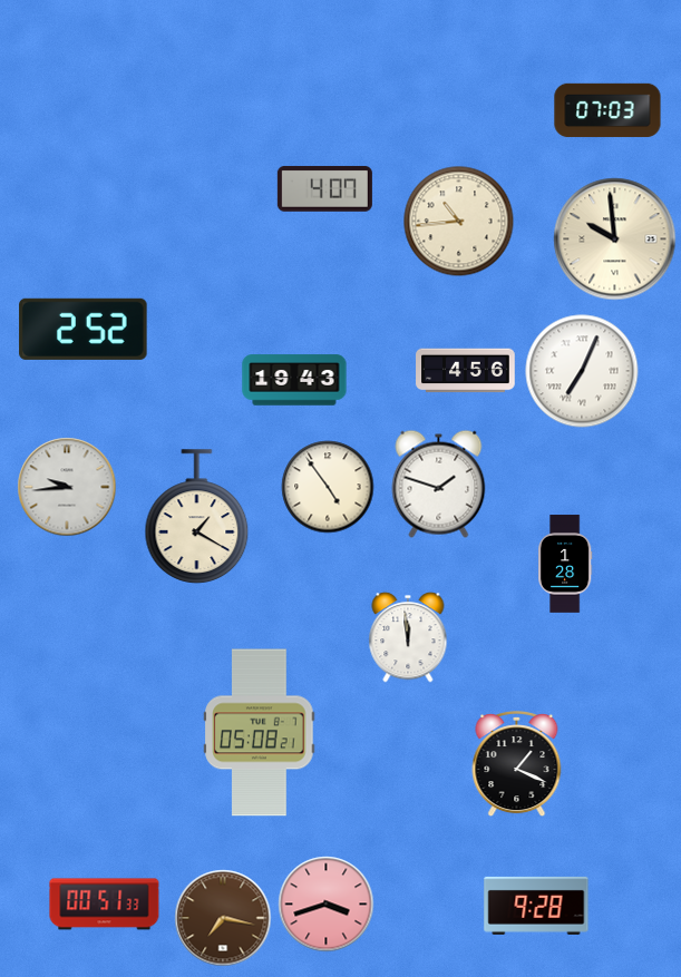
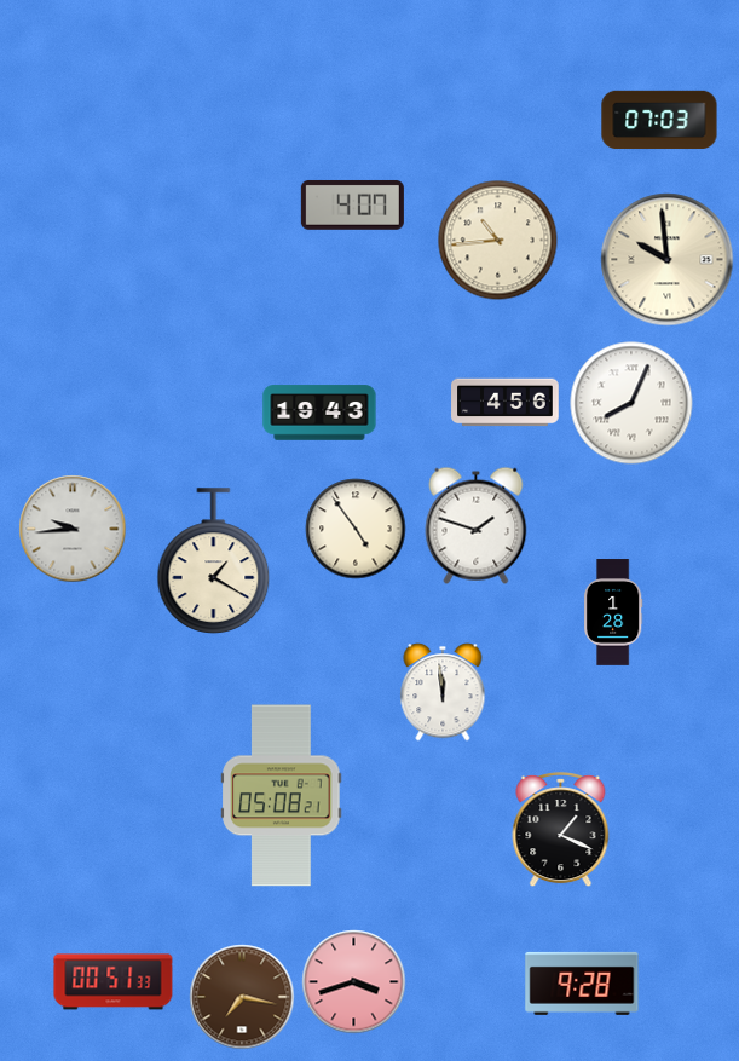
clock at (84, 329): 2:52 -> none
clock at (582, 371): 7:04 -> 8:04
